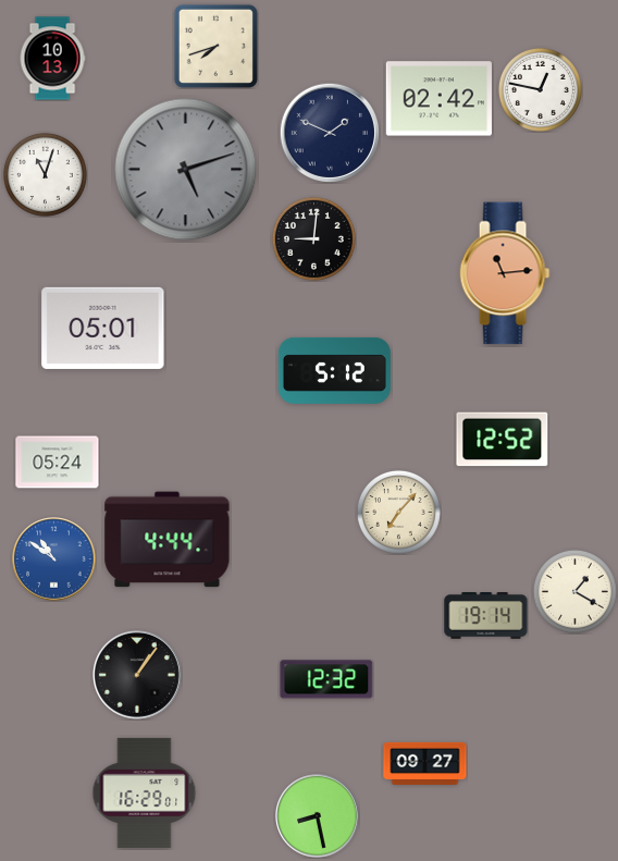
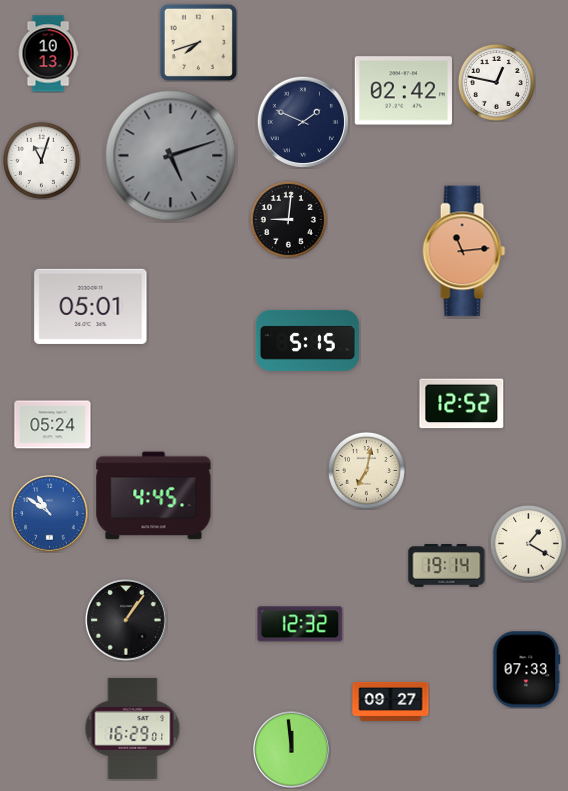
clock at (103, 328) position: (103, 328) -> (91, 306)
clock at (334, 370): 5:12 -> 5:15
clock at (398, 512): 7:07 -> 7:02
clock at (168, 540): 4:44 -> 4:45
clock at (527, 670): none -> 07:33
clock at (318, 816): 8:28 -> 11:59
